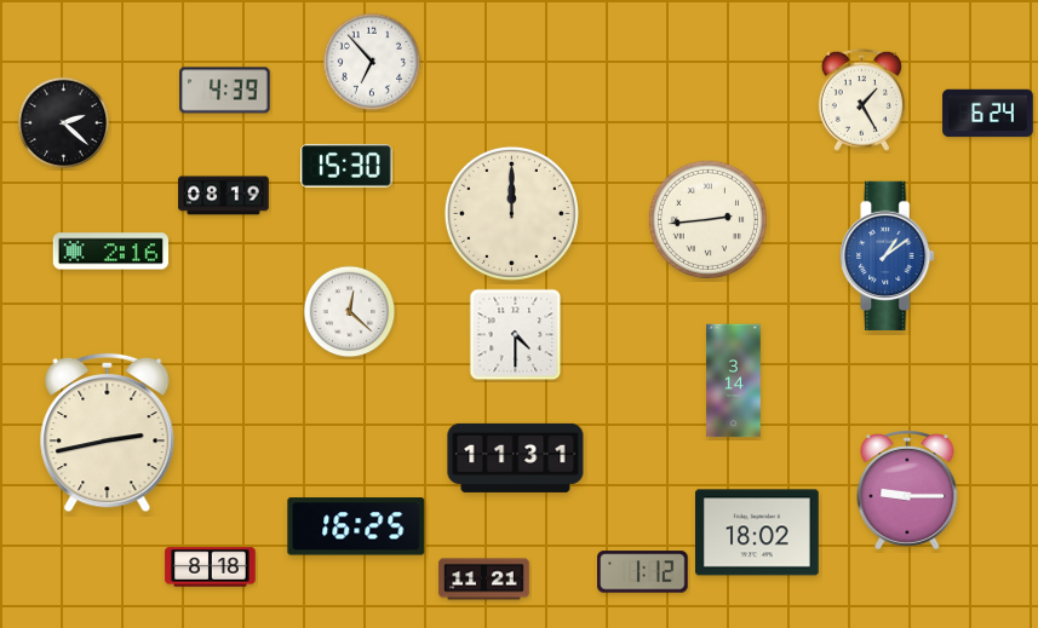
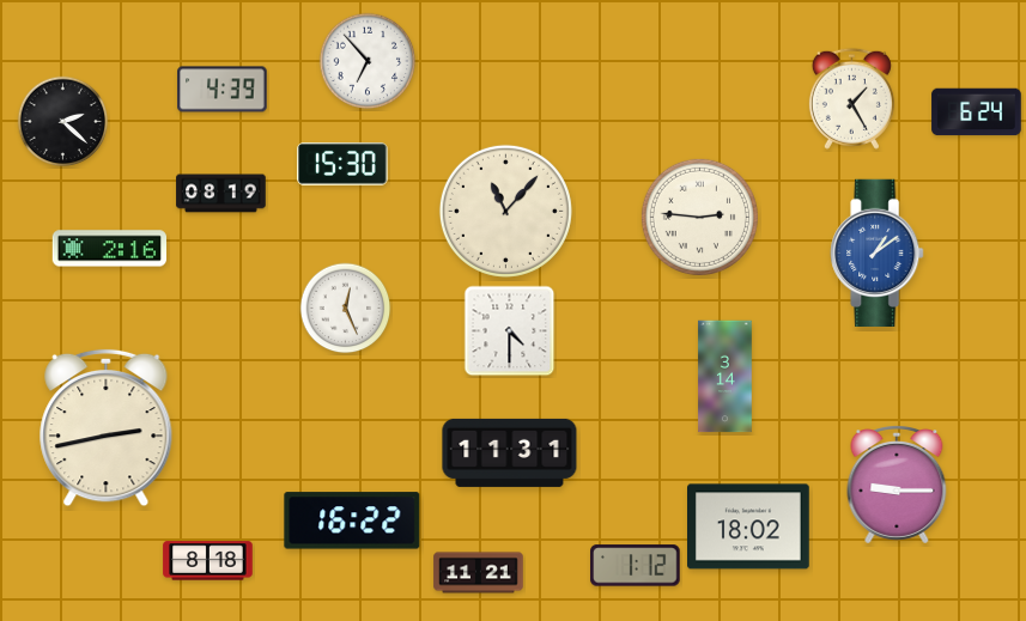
clock at (511, 213): 12:00 -> 11:07
clock at (707, 219): 2:44 -> 2:46
clock at (350, 312): 12:22 -> 12:26
clock at (356, 526): 16:25 -> 16:22
